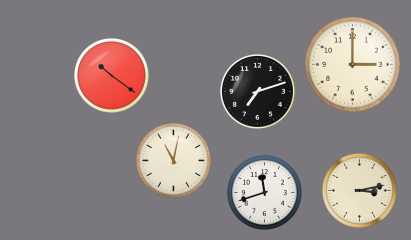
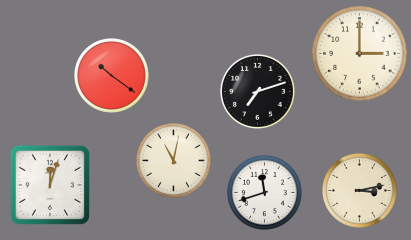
clock at (353, 65) position: (353, 65) -> (360, 54)
clock at (50, 185): none -> 12:03
